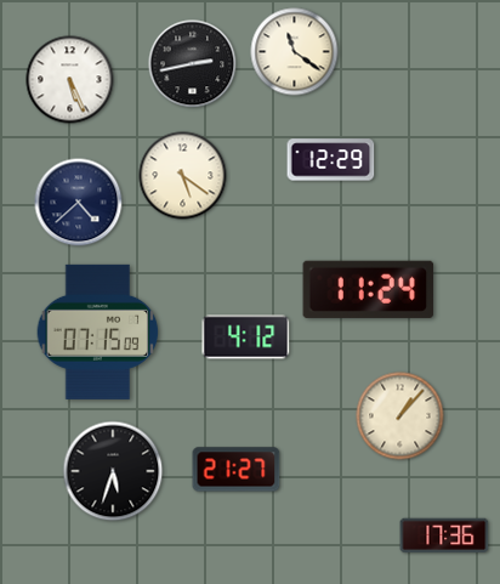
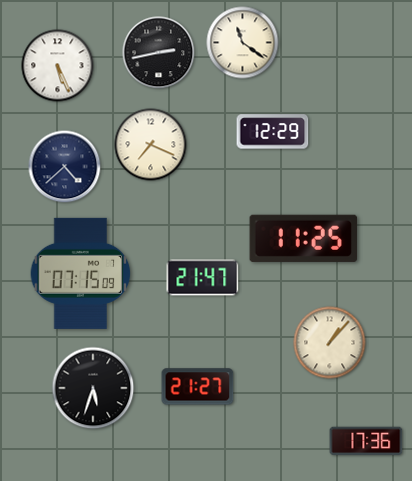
clock at (183, 176): 5:21 -> 7:19
clock at (369, 289): 11:24 -> 11:25
clock at (246, 338): 4:12 -> 21:47
clock at (237, 470) position: (237, 470) -> (198, 387)
